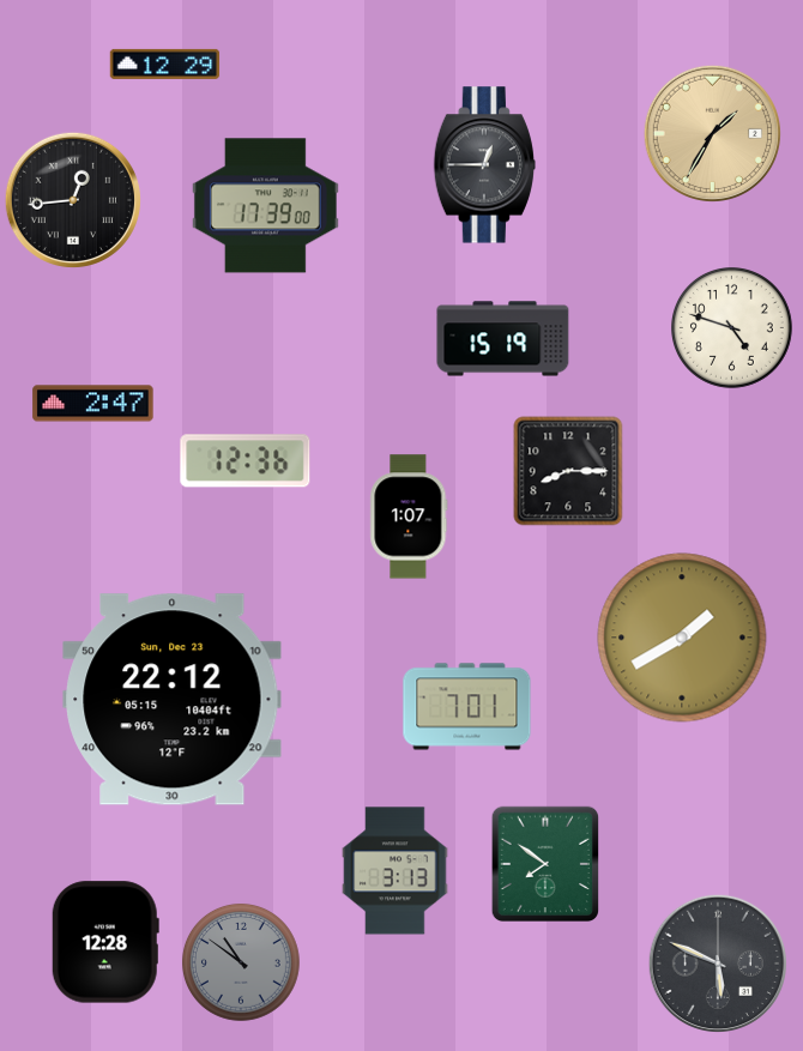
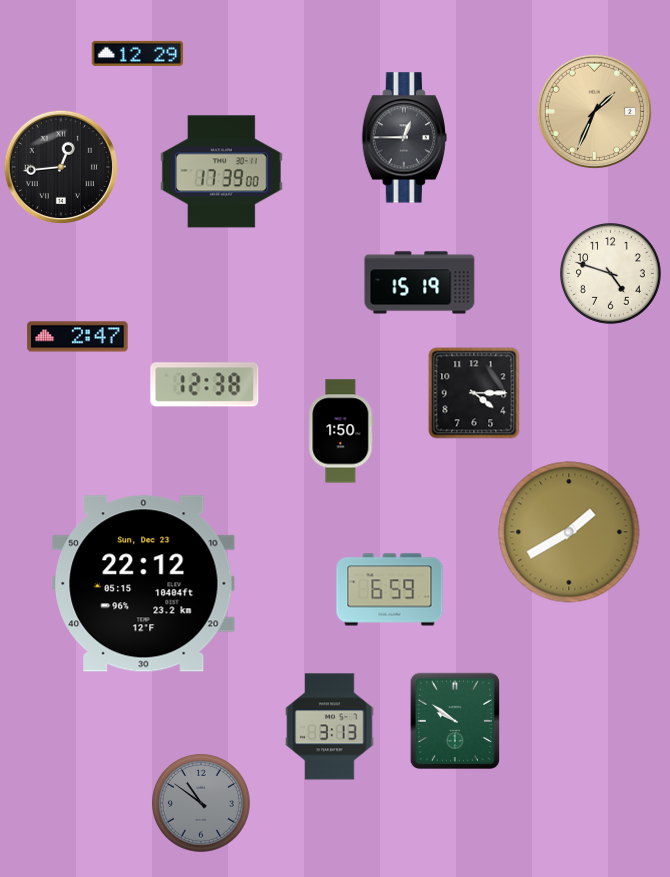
clock at (712, 133): 1:35 -> 1:34
clock at (246, 461): 12:36 -> 12:38
clock at (568, 471): 8:15 -> 4:15
clock at (409, 517): 1:07 -> 1:50
clock at (467, 707): 7:01 -> 6:59
clock at (544, 863): 7:51 -> 9:51
clock at (105, 942): 12:28 -> none
clock at (718, 964): 5:49 -> none
